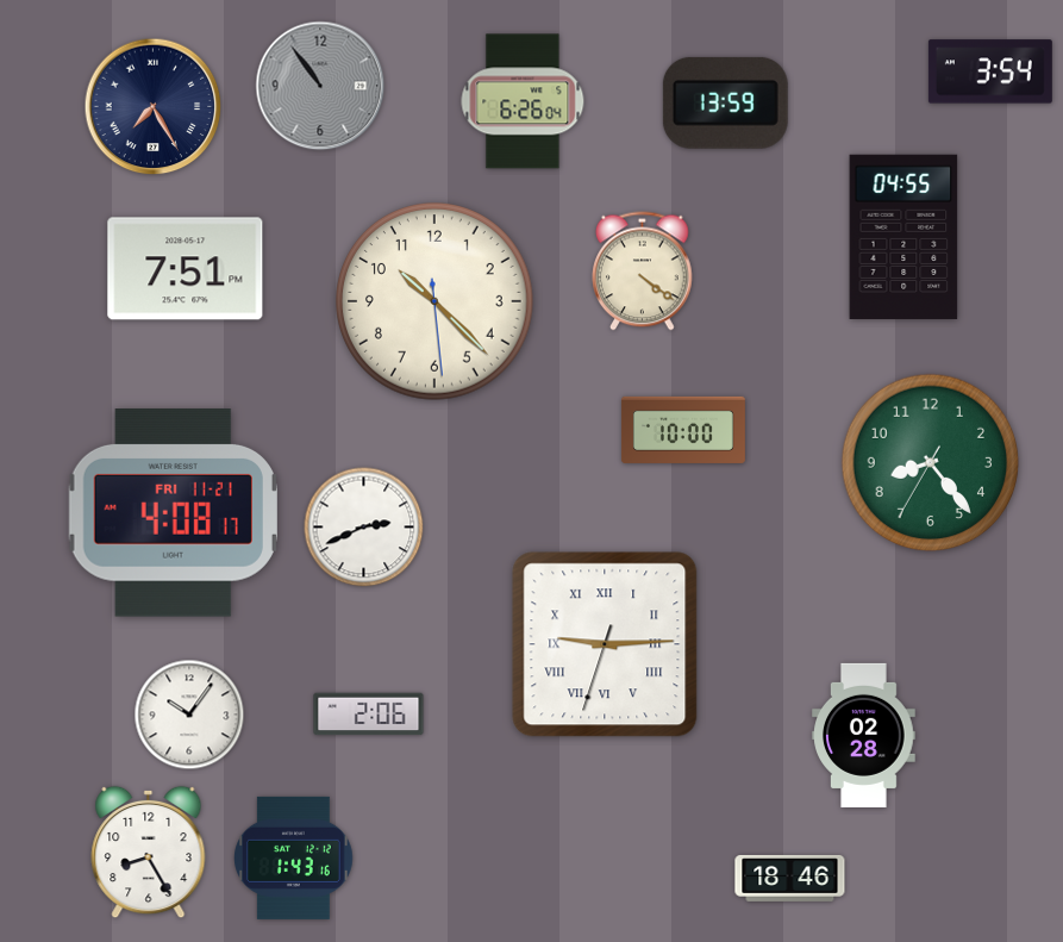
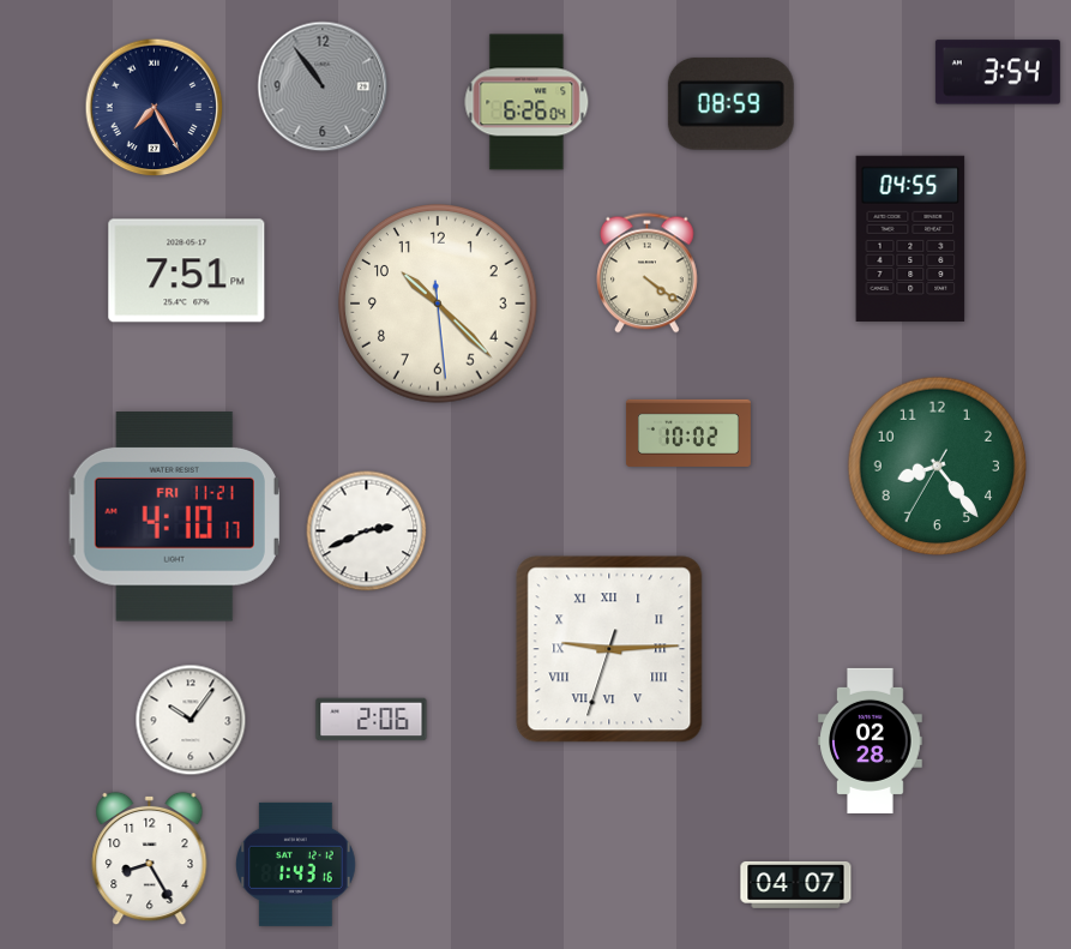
clock at (725, 102): 13:59 -> 08:59
clock at (683, 430): 10:00 -> 10:02
clock at (173, 513): 4:08 -> 4:10
clock at (790, 878): 18:46 -> 04:07
